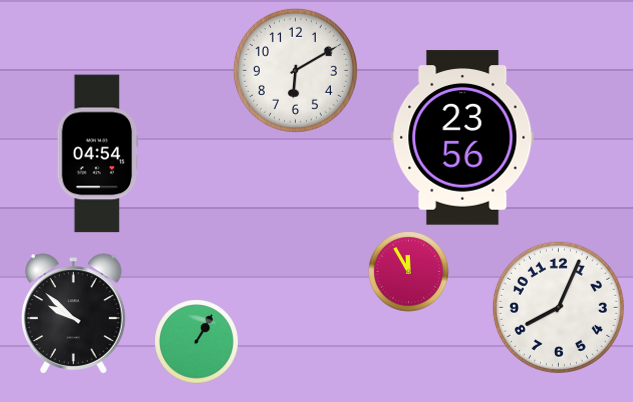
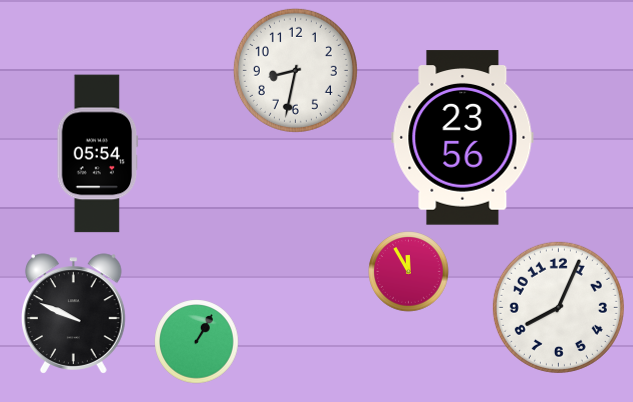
clock at (295, 70): 6:10 -> 8:32
clock at (98, 154): 04:54 -> 05:54
clock at (74, 314): 9:52 -> 9:49
